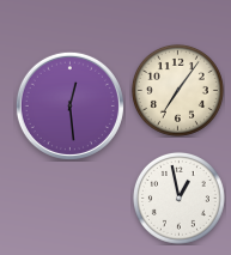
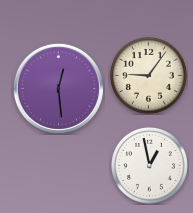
clock at (177, 90): 7:06 -> 9:06
